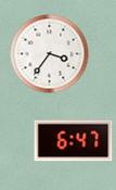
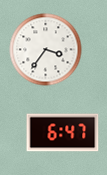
clock at (74, 141) position: (74, 141) -> (63, 133)
